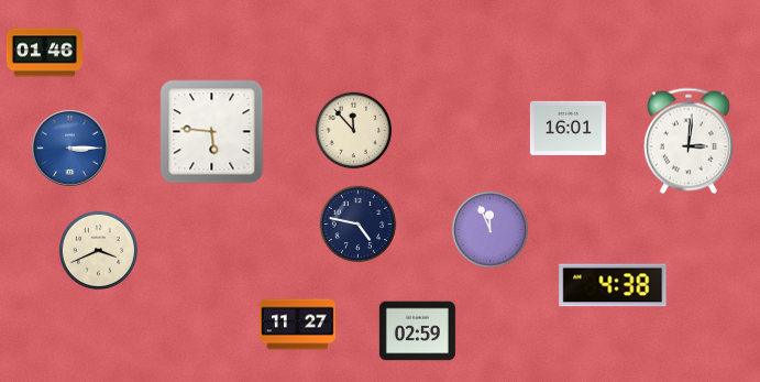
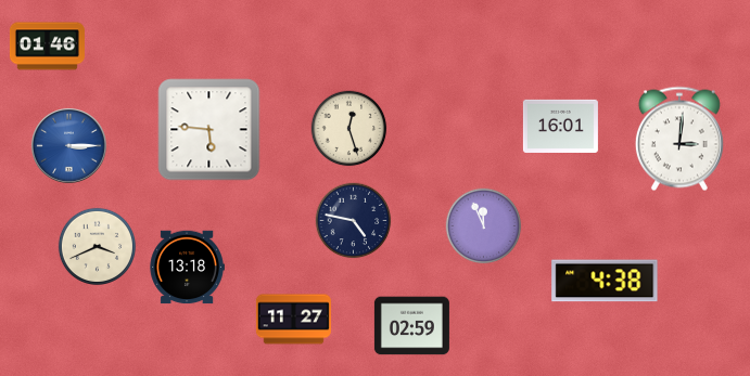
clock at (44, 53) position: (44, 53) -> (47, 47)
clock at (354, 131): 11:53 -> 12:27
clock at (187, 268): none -> 13:18
